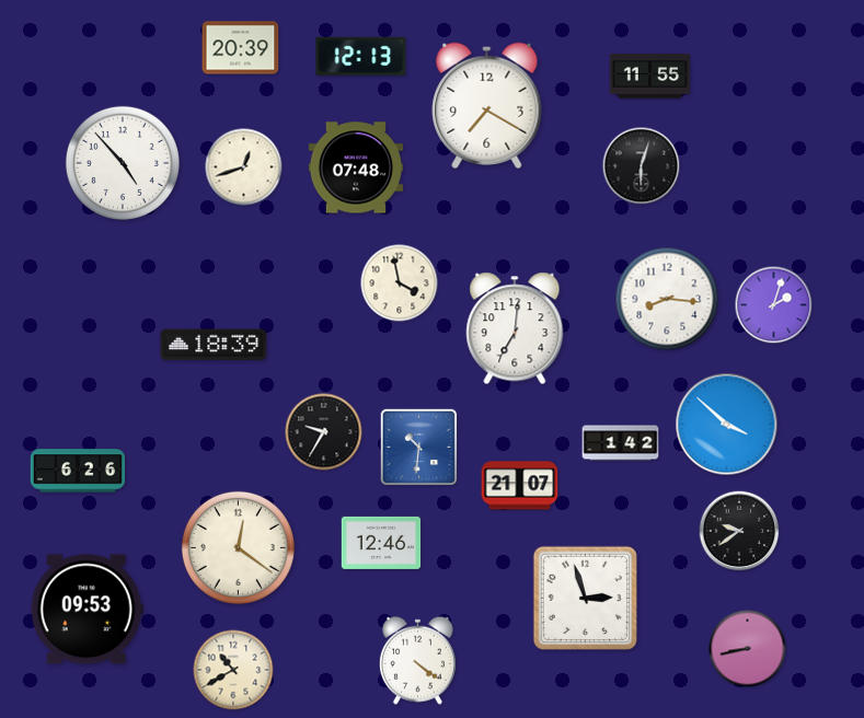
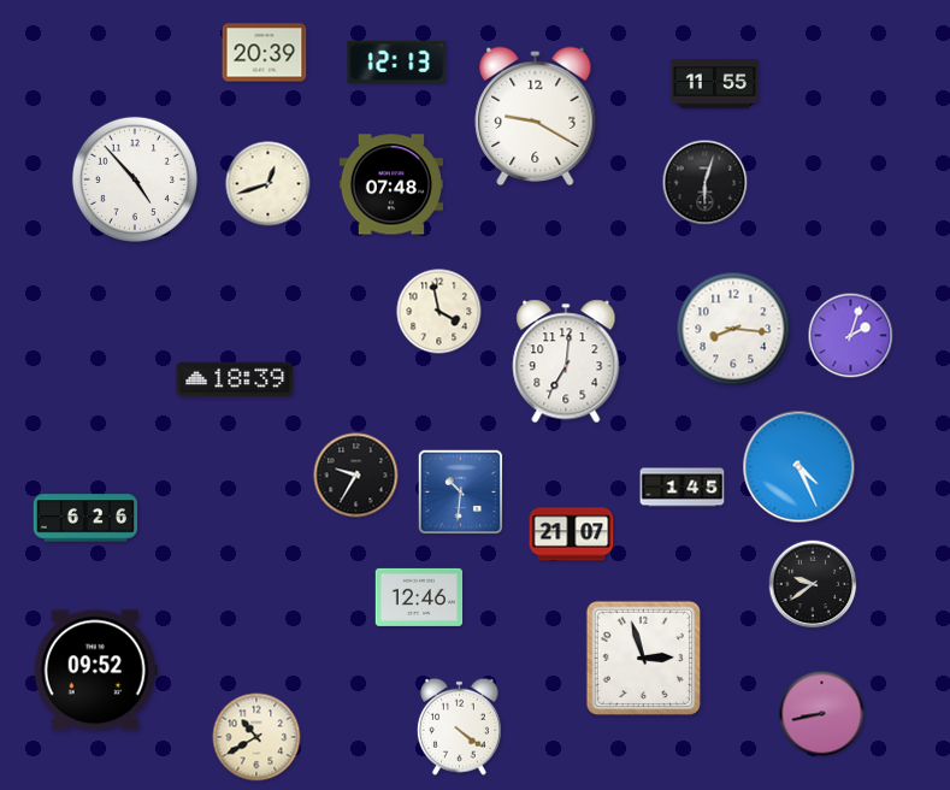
clock at (487, 105): 7:20 -> 9:20
clock at (727, 425): 3:52 -> 4:26
clock at (621, 443): 1:42 -> 1:45
clock at (238, 547): 12:21 -> none
clock at (87, 610): 09:53 -> 09:52
